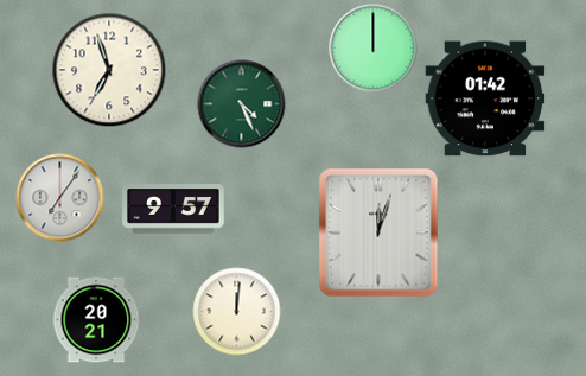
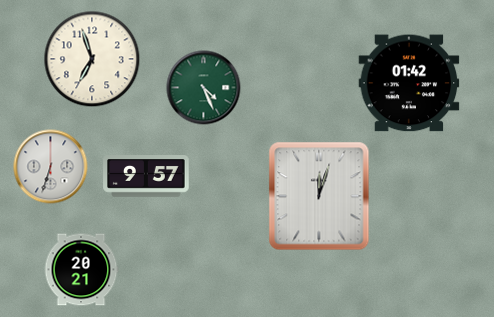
clock at (374, 49): 12:00 -> none
clock at (60, 198): 7:06 -> 6:33
clock at (237, 312): 12:01 -> none
